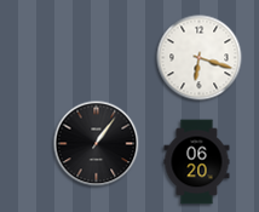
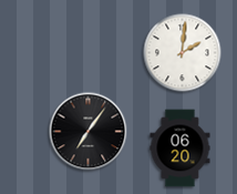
clock at (200, 58): 6:18 -> 2:01
clock at (97, 144): 1:06 -> 7:06
